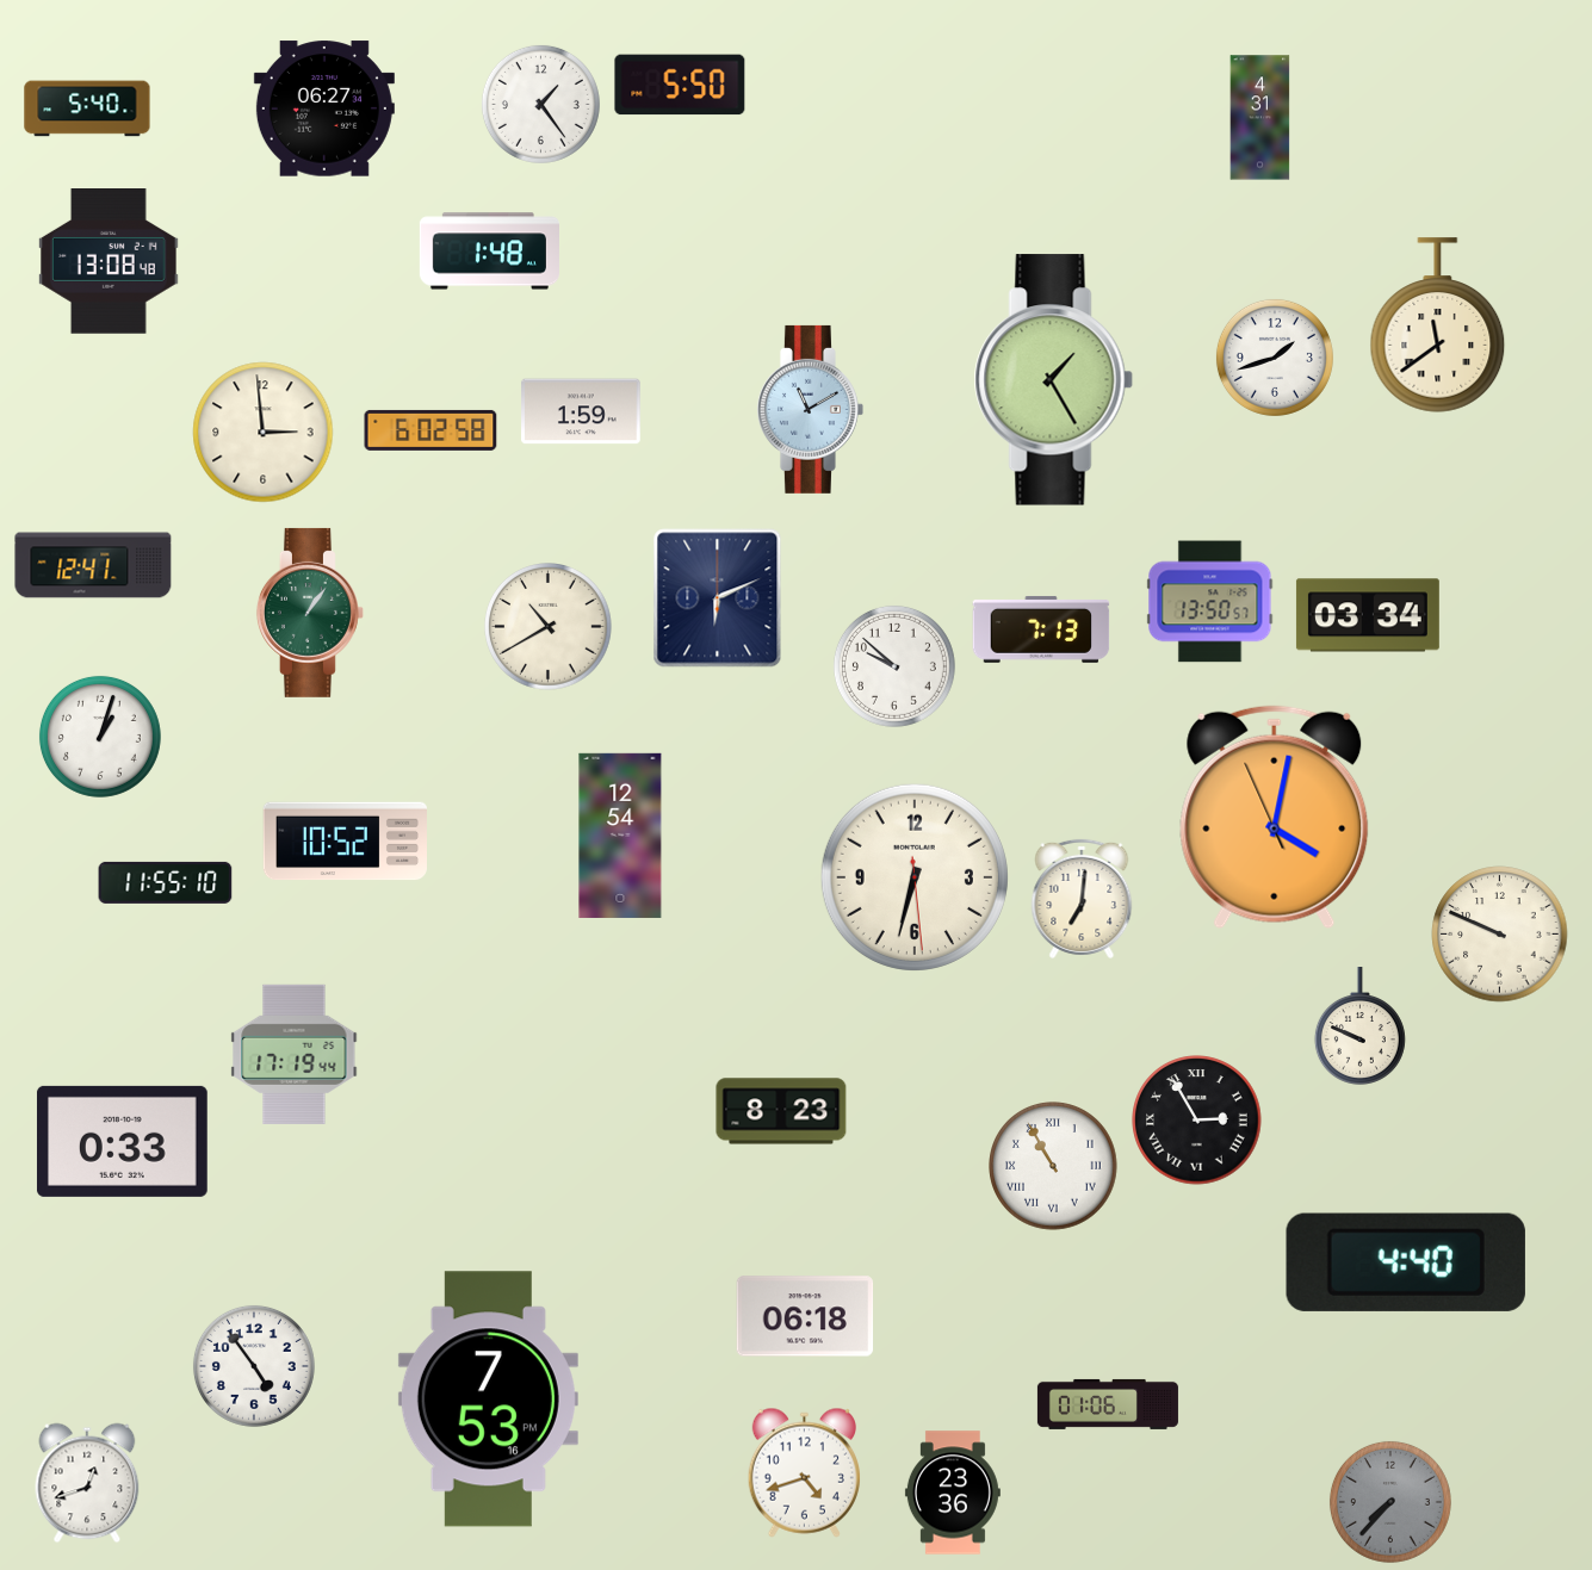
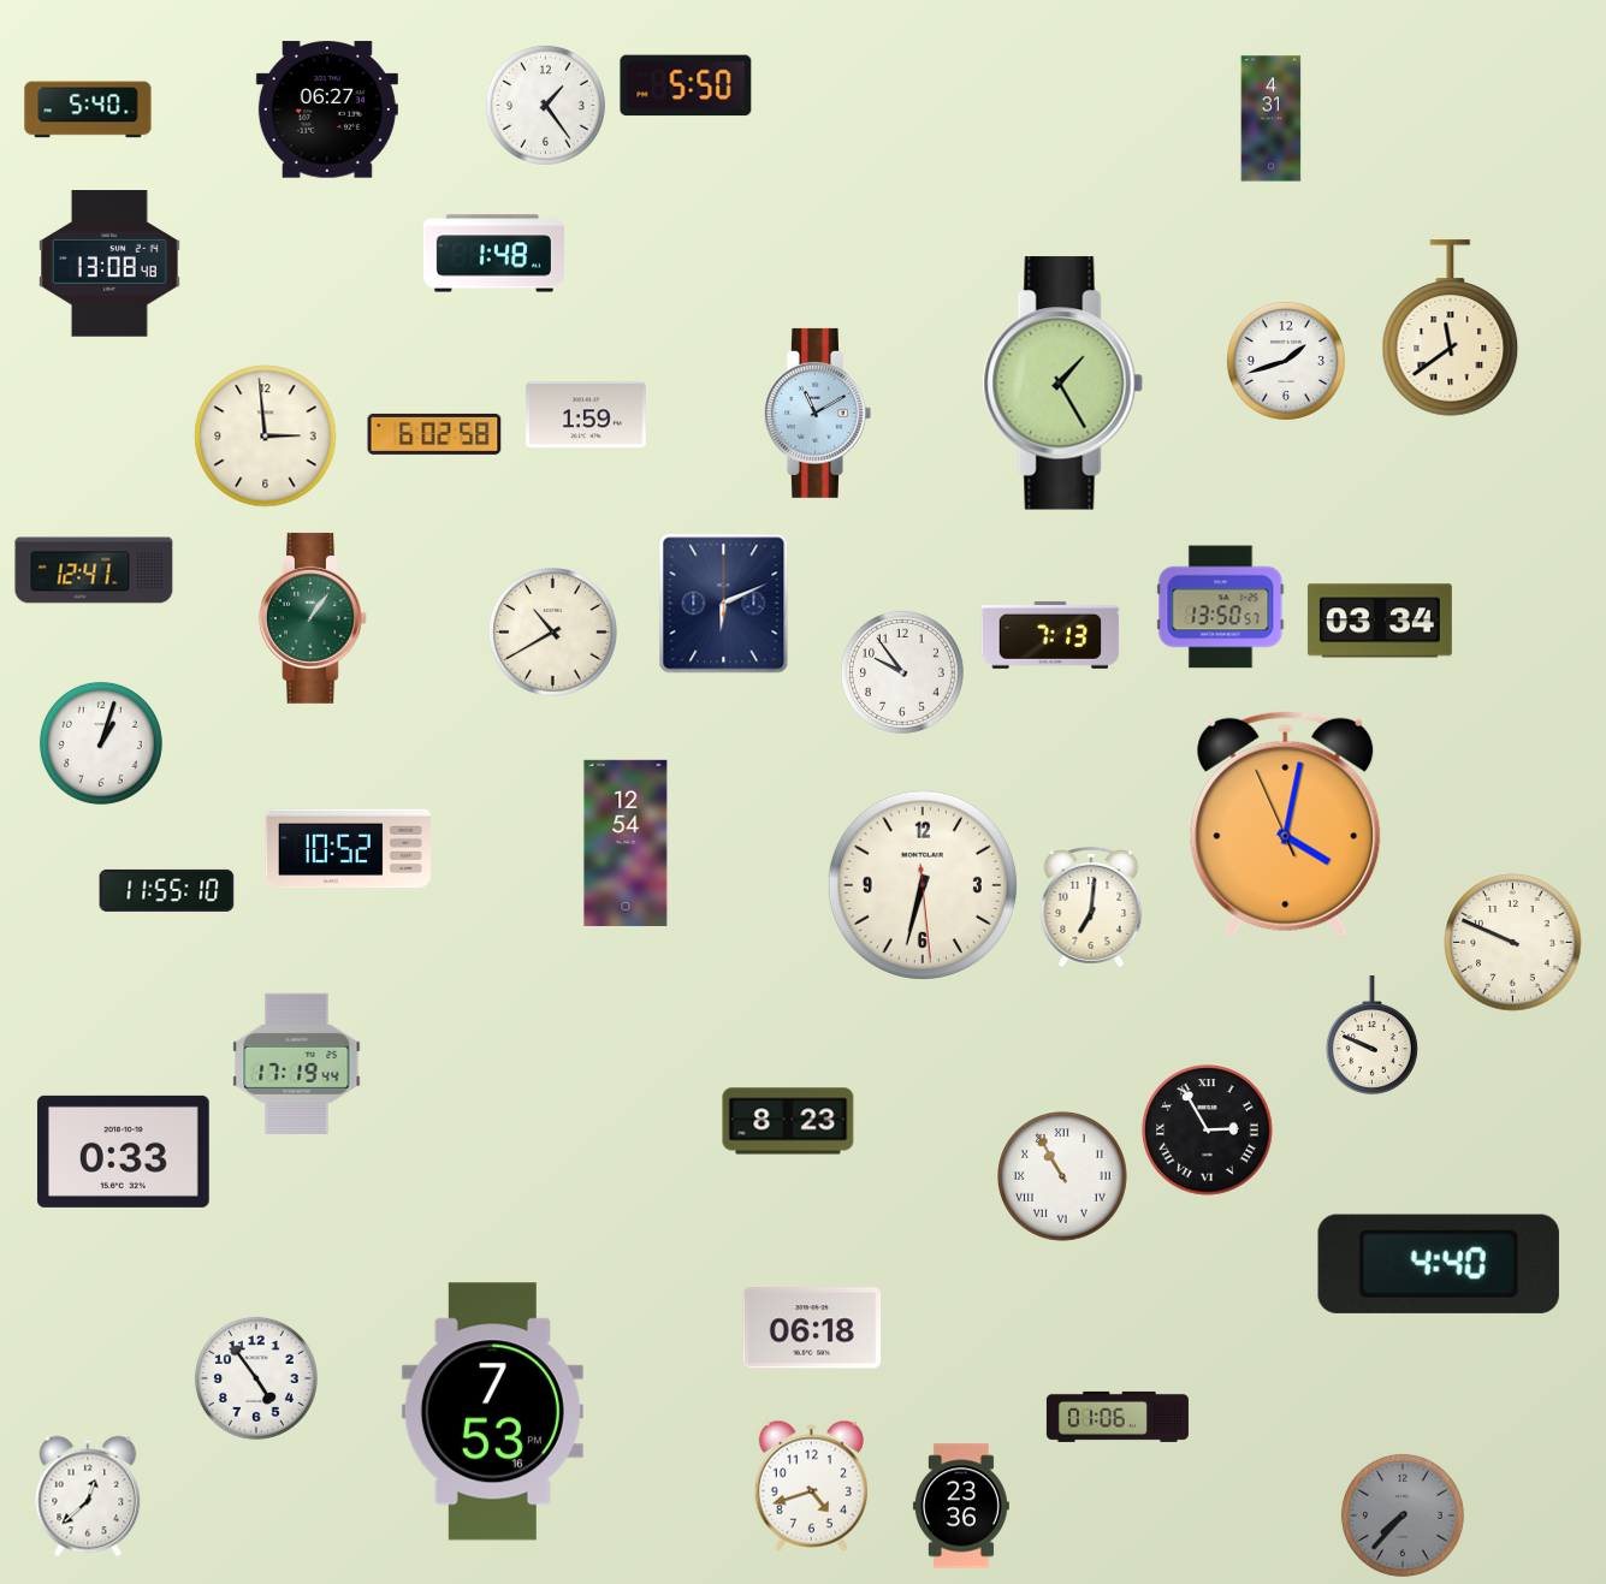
clock at (894, 666): 9:52 -> 9:54
clock at (1406, 1262) position: (1406, 1262) -> (1439, 1264)
clock at (87, 1483): 12:42 -> 12:38
